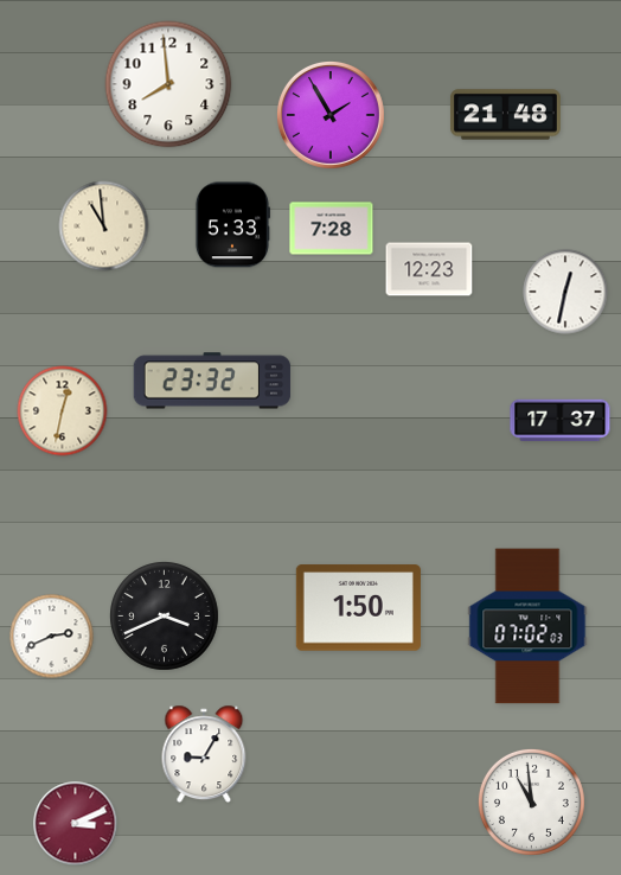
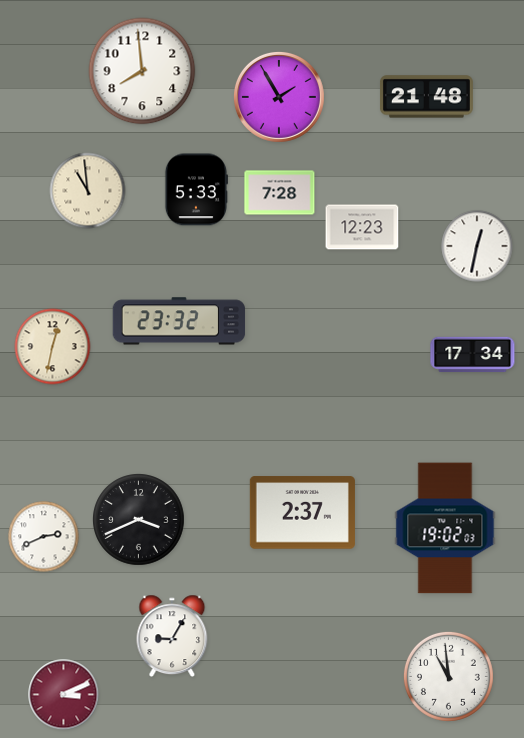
clock at (561, 421): 17:37 -> 17:34
clock at (358, 608): 1:50 -> 2:37
clock at (527, 626): 07:02 -> 19:02
